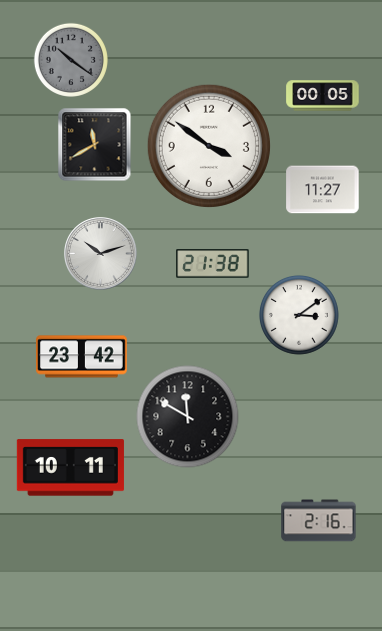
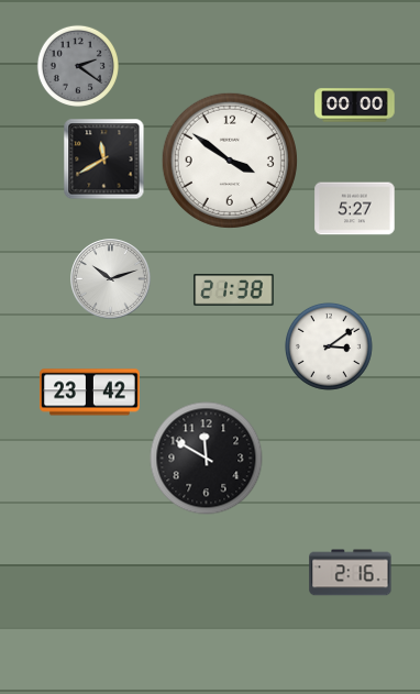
clock at (71, 60): 10:21 -> 2:21
clock at (323, 96): 00:05 -> 00:00
clock at (323, 190): 11:27 -> 5:27
clock at (70, 468): 10:11 -> none
